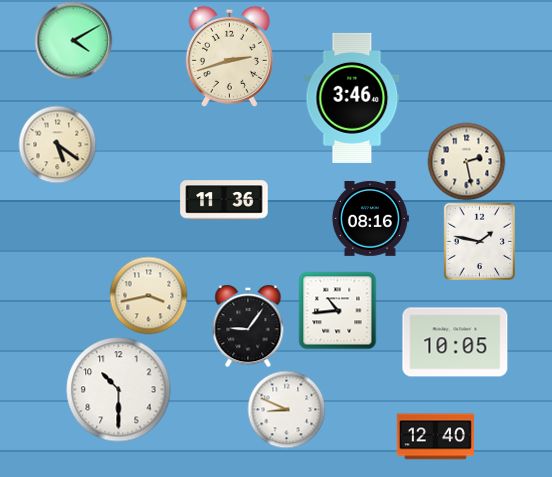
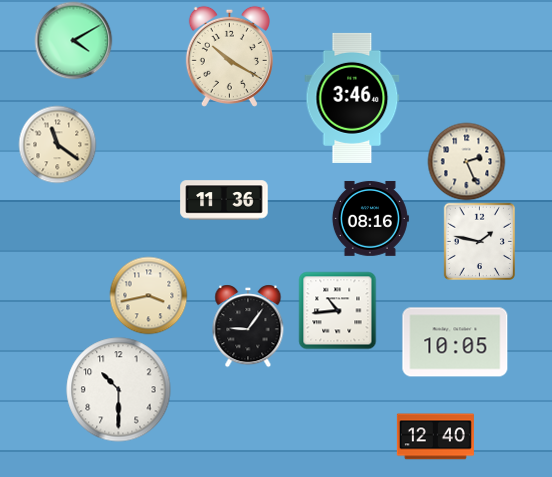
clock at (229, 56): 2:42 -> 10:20
clock at (57, 144): 5:21 -> 11:21
clock at (466, 161): 2:28 -> 2:26
clock at (286, 409): 8:49 -> none
